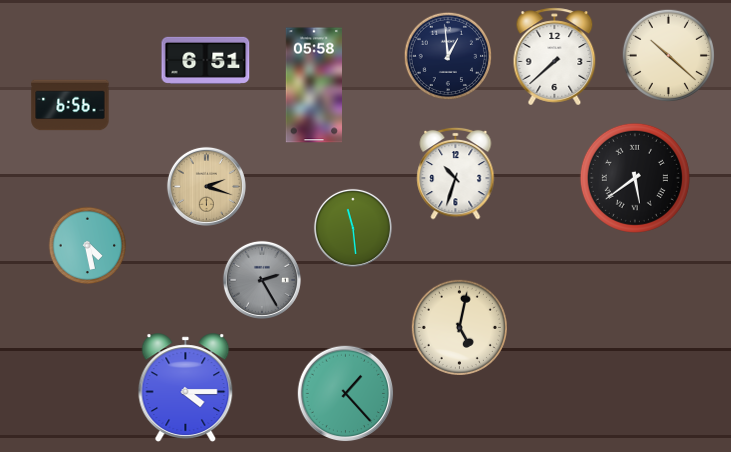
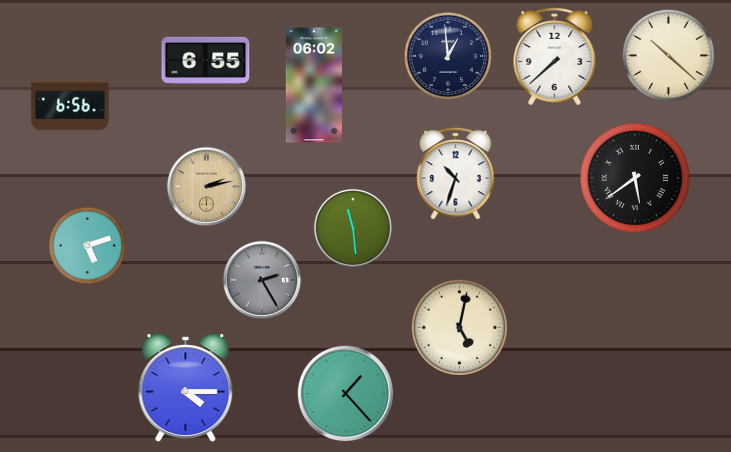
clock at (206, 60): 6:51 -> 6:55
clock at (313, 85): 05:58 -> 06:02
clock at (206, 186): 2:18 -> 2:13
clock at (88, 246): 4:28 -> 5:12
